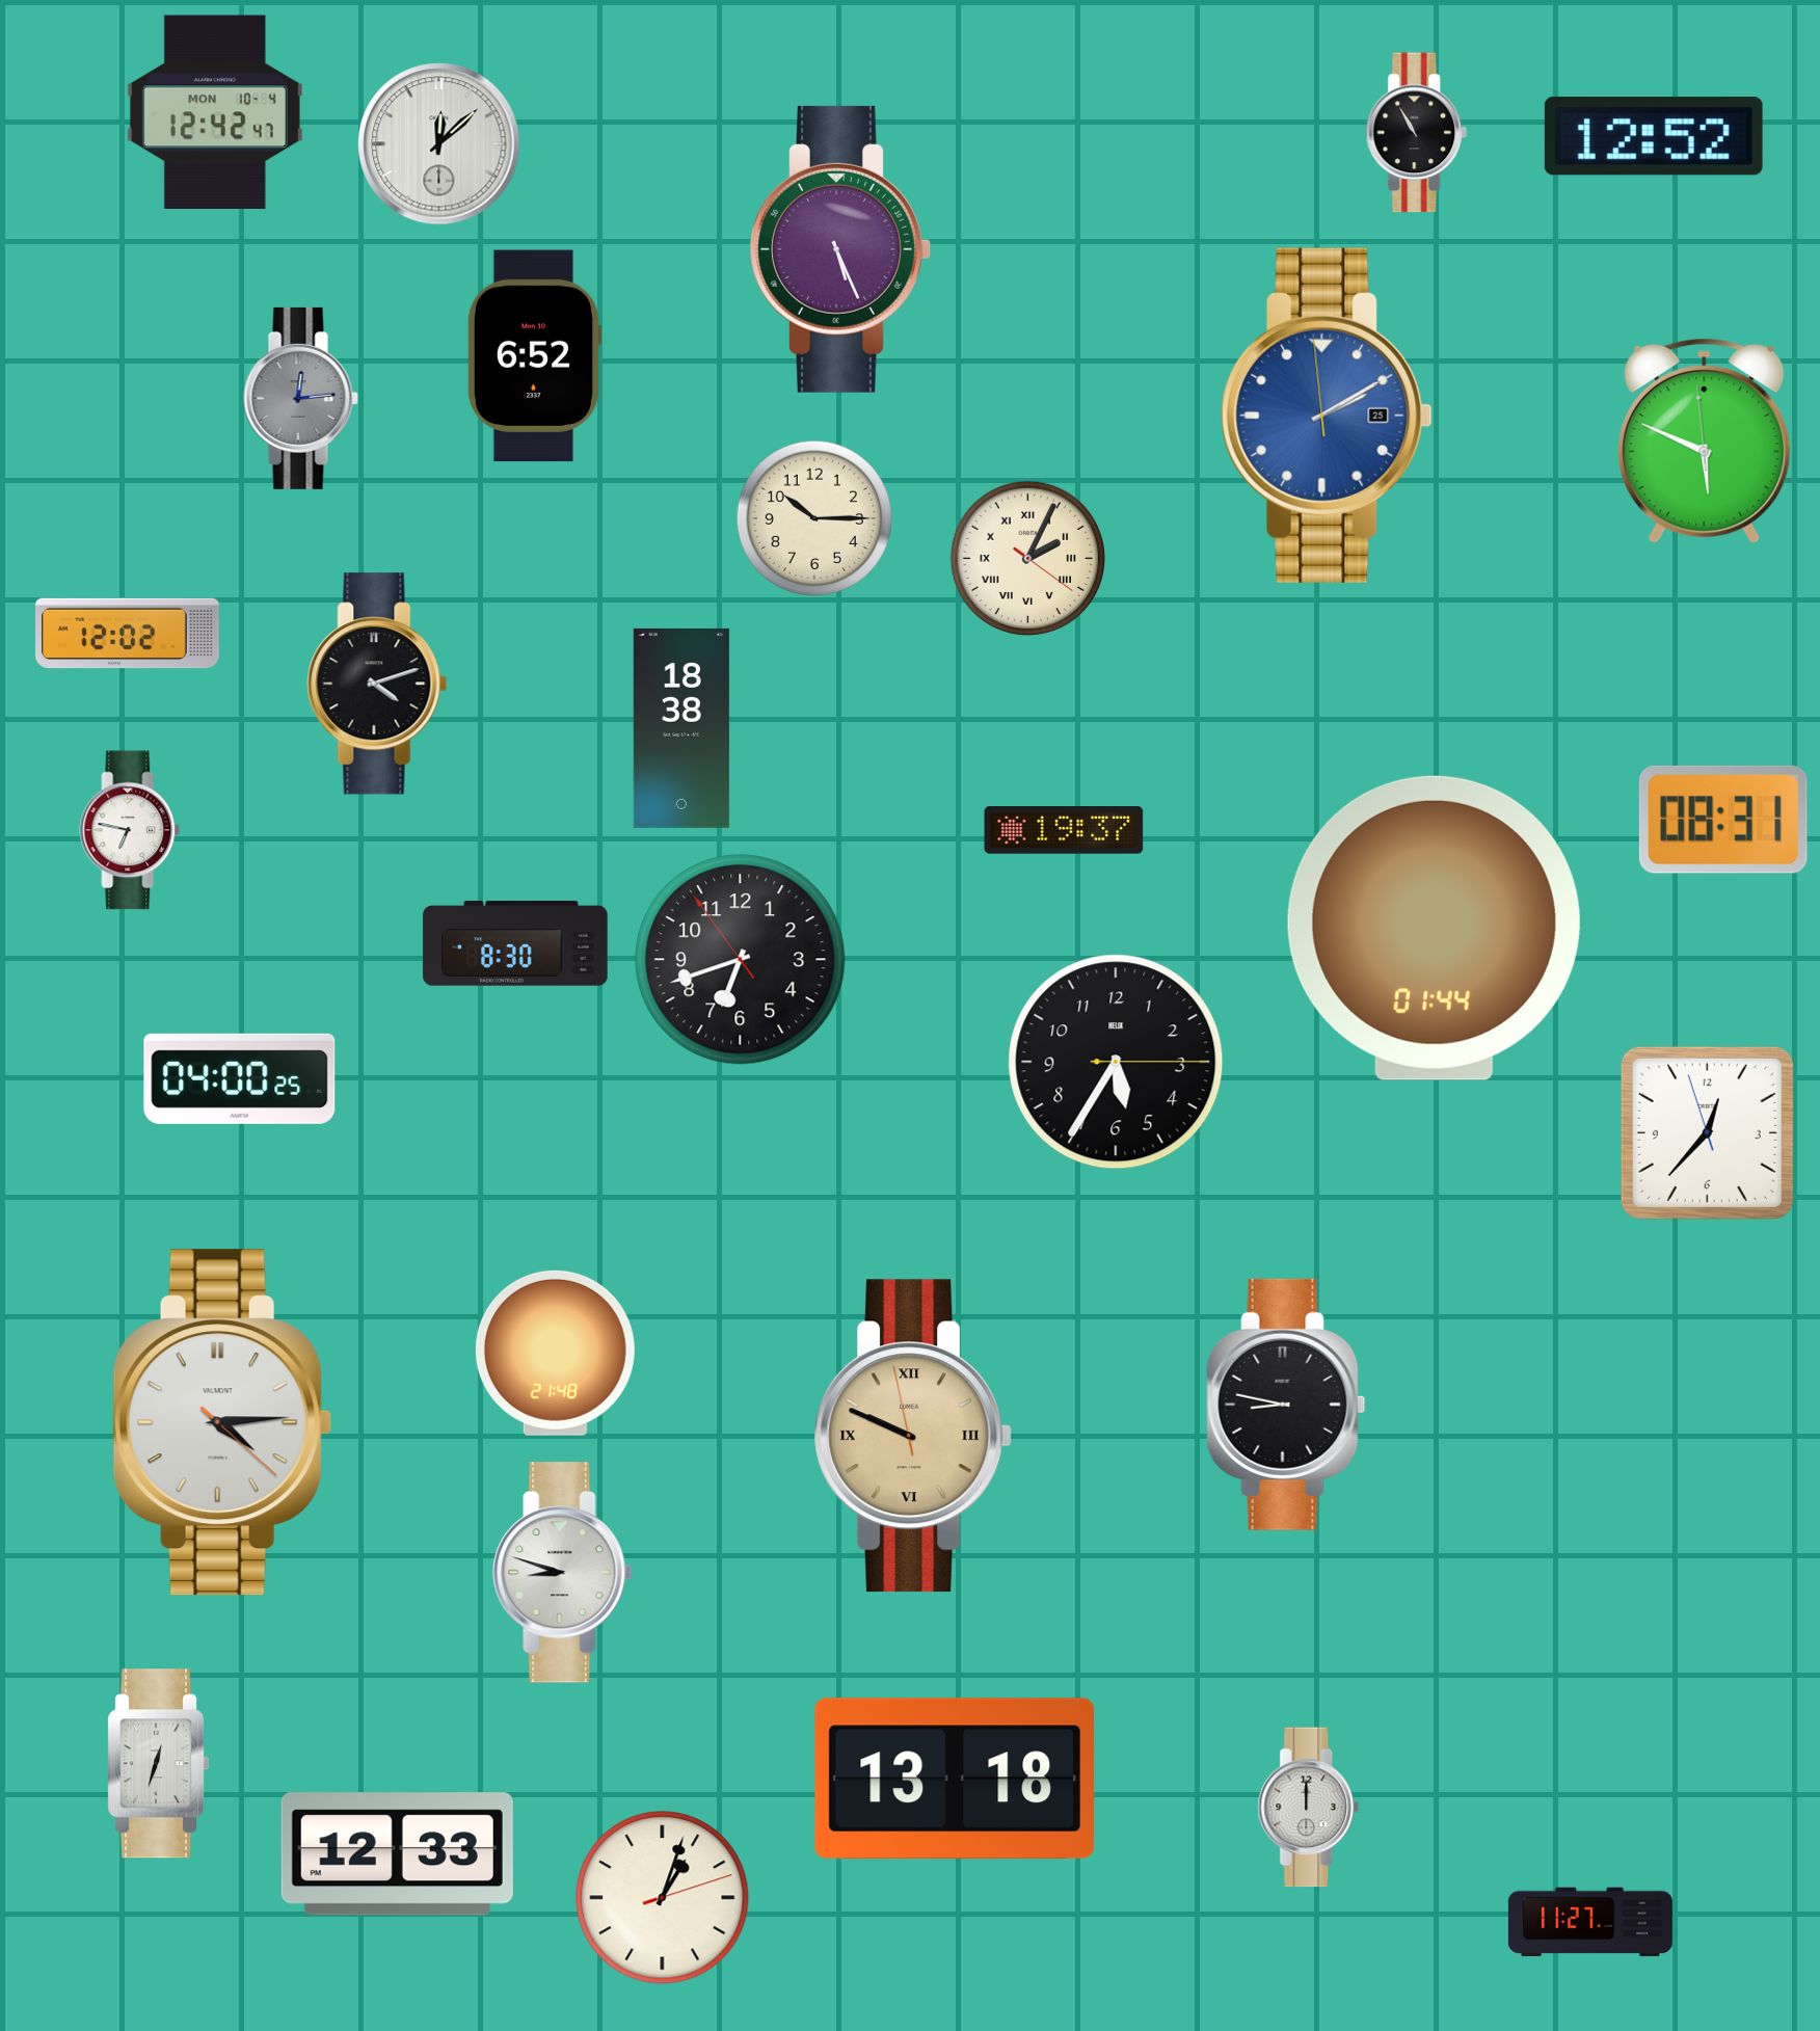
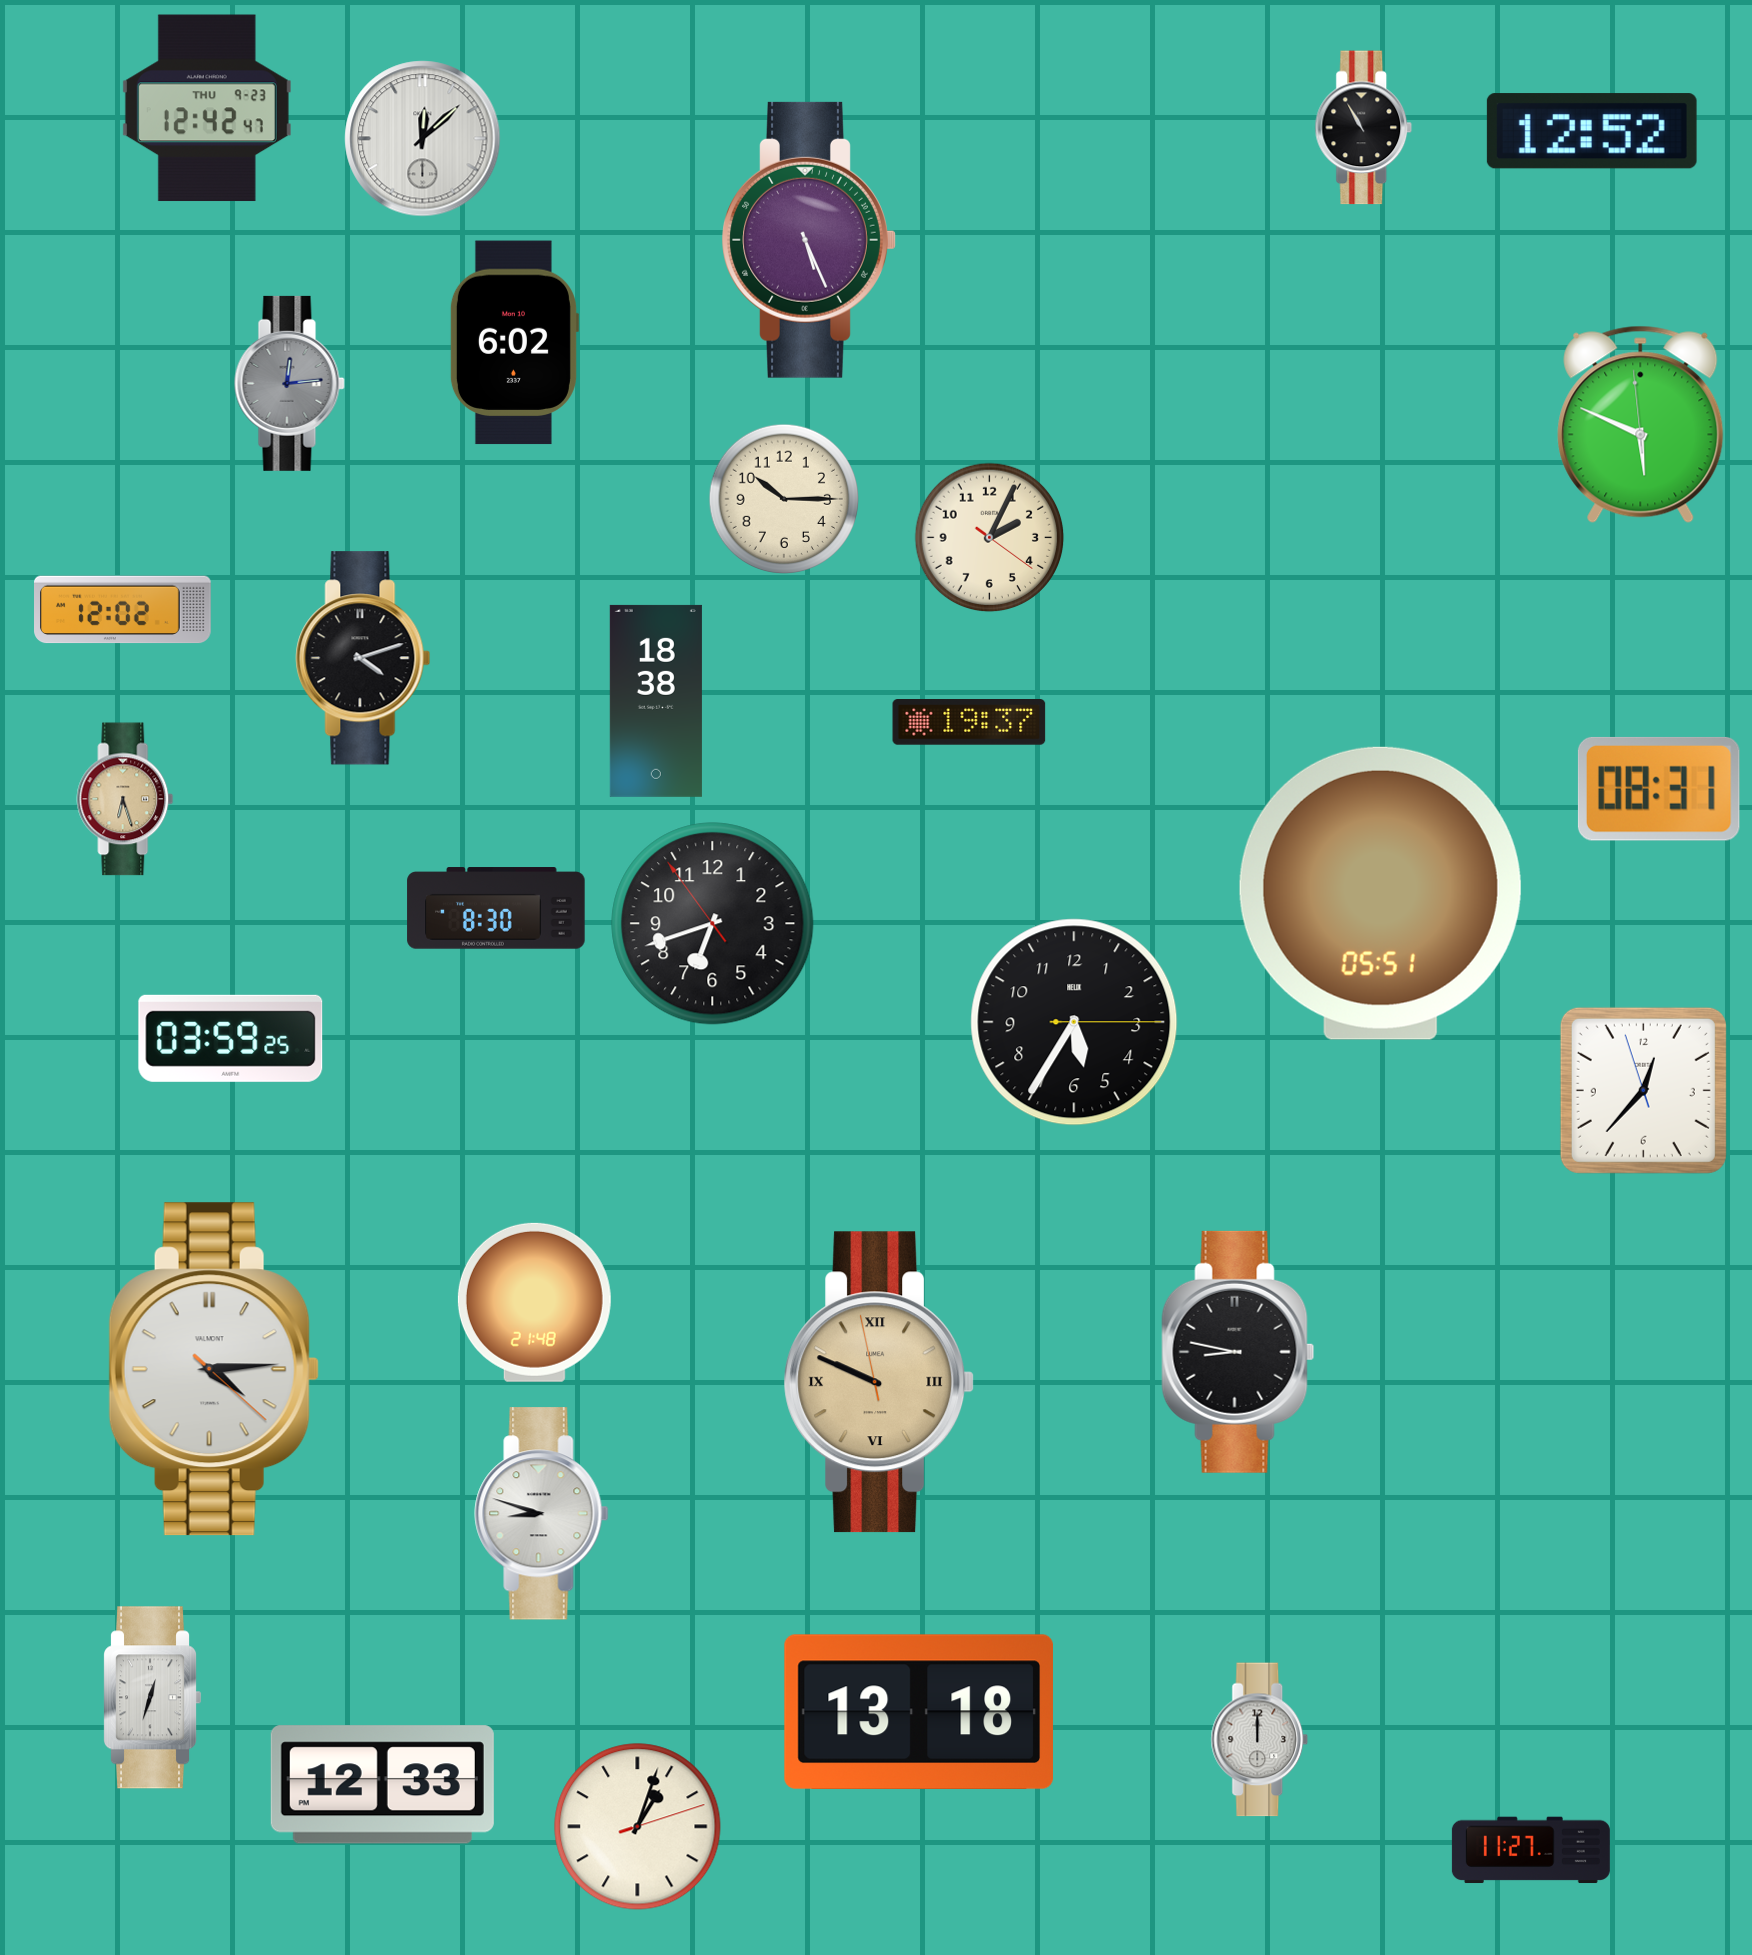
clock at (215, 112) date: MON 10-4 -> THU 9-23
clock at (534, 356): 6:52 -> 6:02
clock at (1327, 416): 2:09 -> none
clock at (1028, 559) numerals: Roman -> Arabic
clock at (130, 830): 6:47 -> 6:27
clock at (130, 830) dial: white -> champagne
clock at (1064, 831) position: (1064, 831) -> (969, 723)
clock at (1434, 928): 01:44 -> 05:51
clock at (240, 1078): 04:00 -> 03:59
